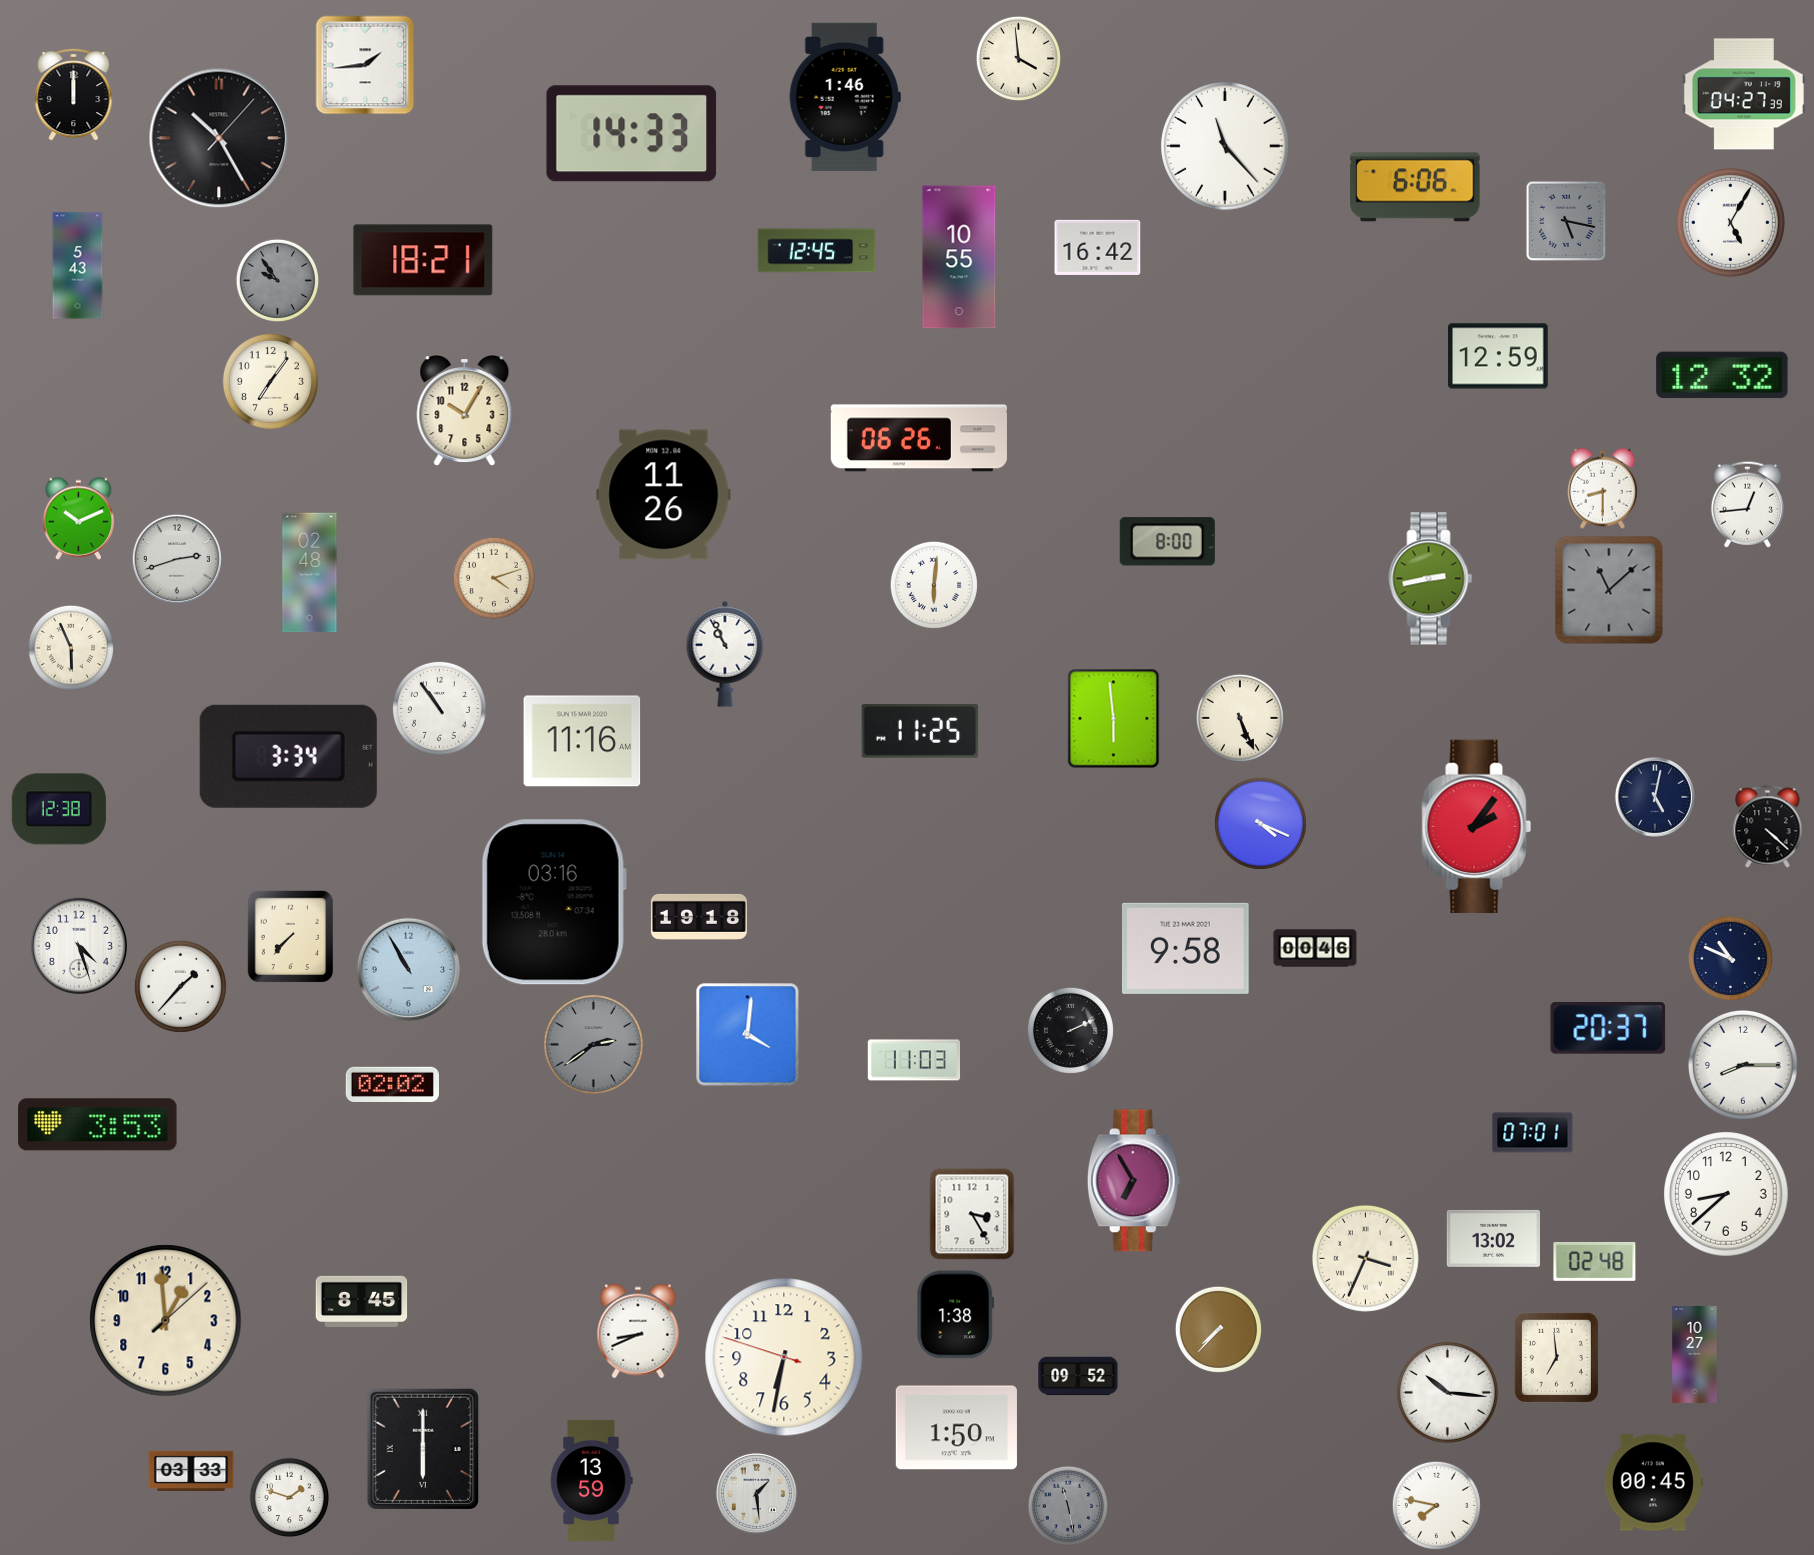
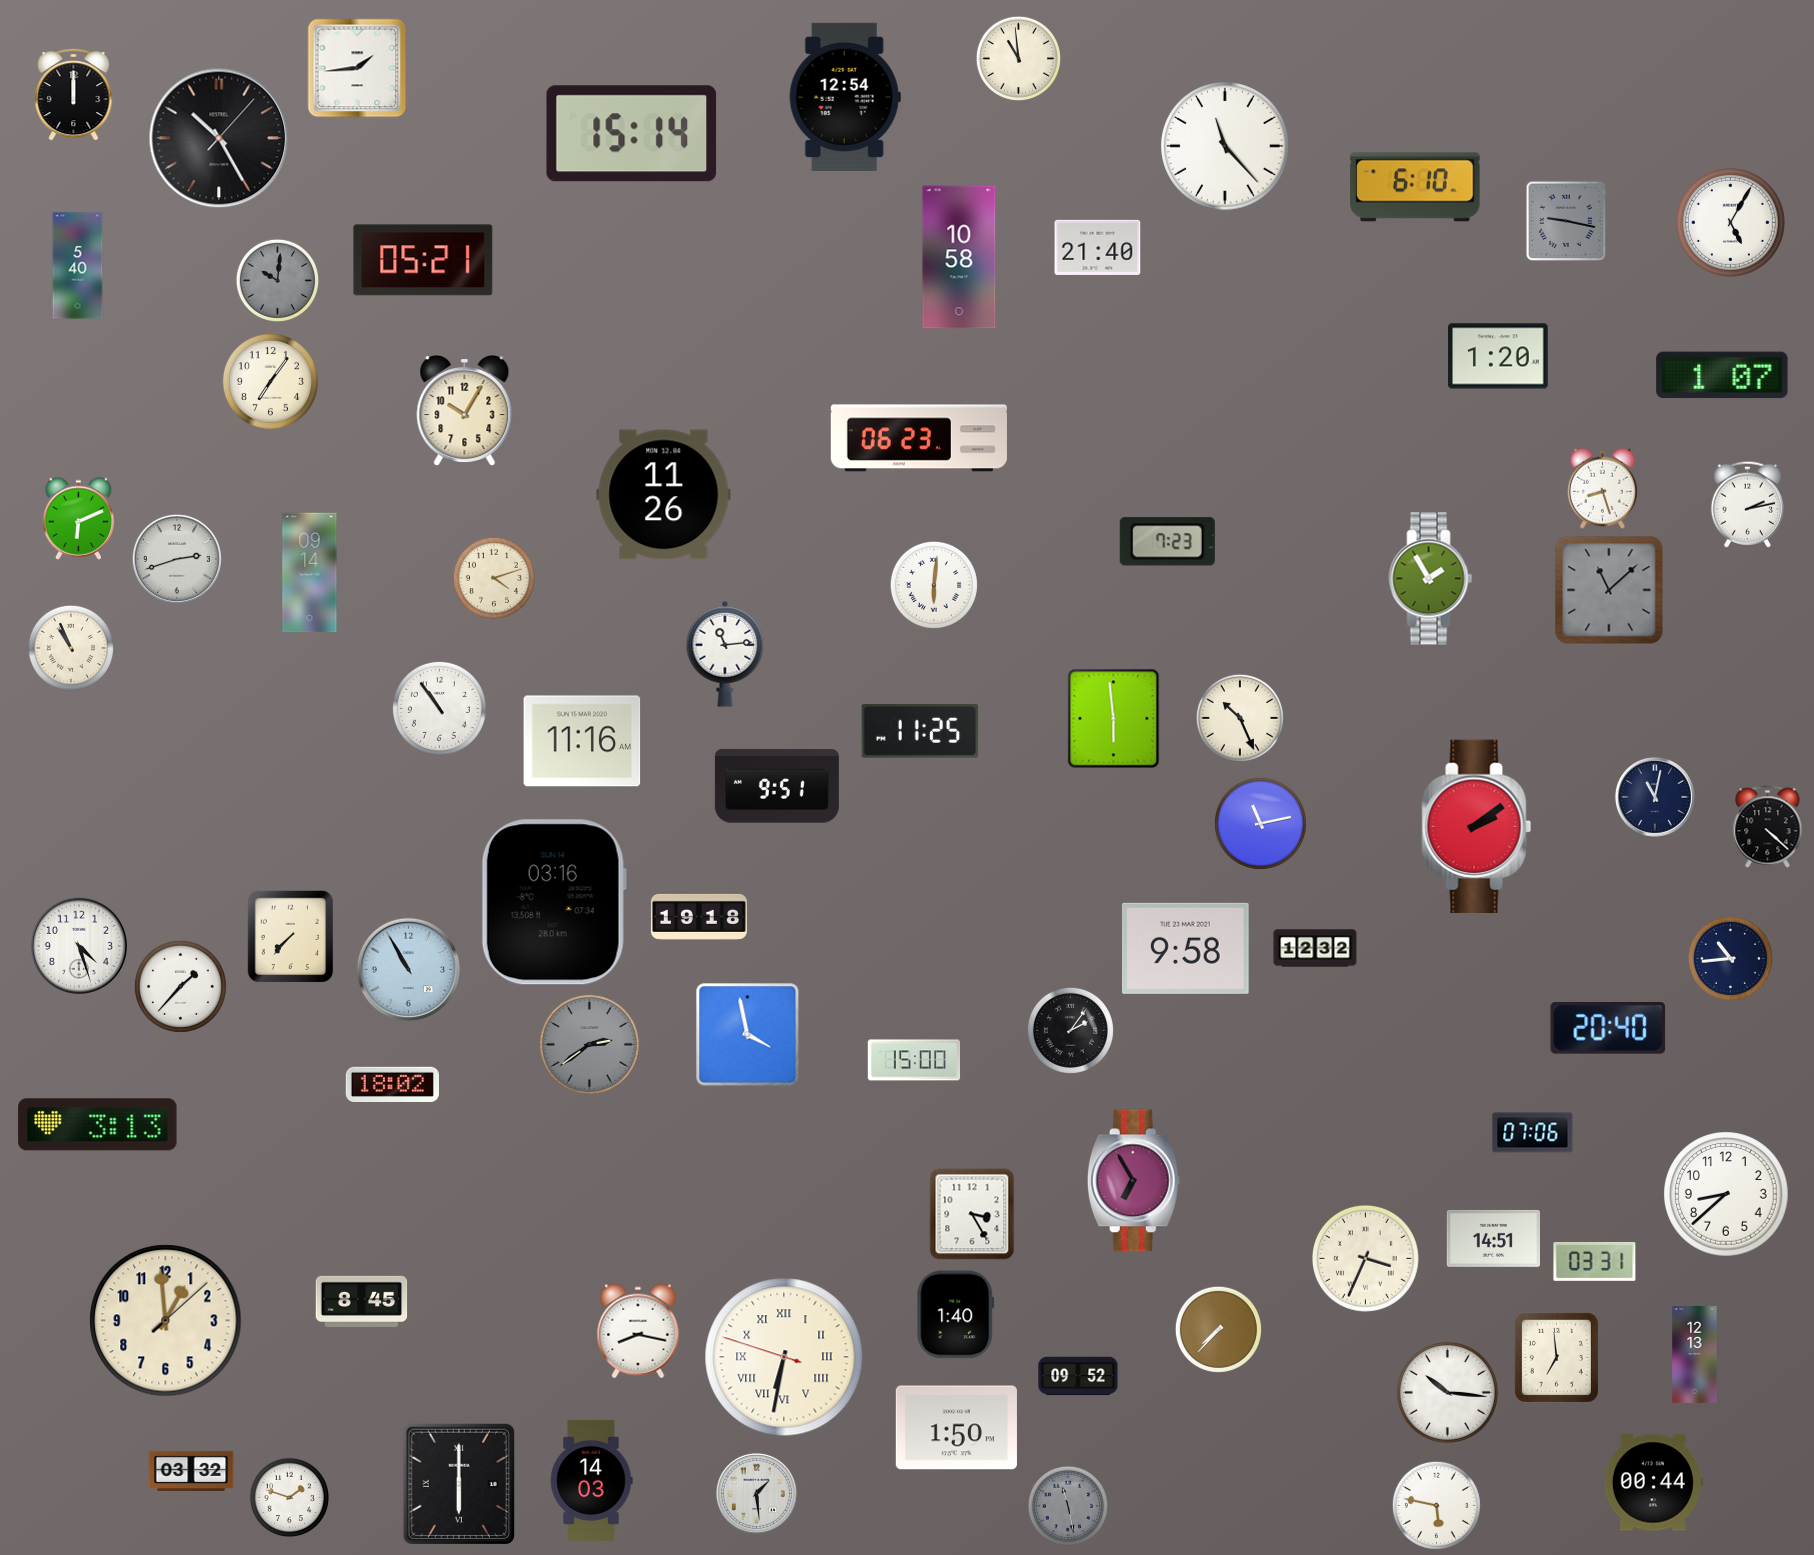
clock at (1018, 58): 3:59 -> 10:59
clock at (365, 65) position: (365, 65) -> (357, 68)
clock at (1744, 94): 04:27 -> none
clock at (845, 97): 1:46 -> 12:54
clock at (632, 134): 14:33 -> 15:14
clock at (1415, 187): 6:06 -> 6:10
clock at (1566, 221): 5:17 -> 9:17
clock at (1098, 247): 16:42 -> 21:40
clock at (817, 251): 12:45 -> none
clock at (959, 257): 10:55 -> 10:58
clock at (423, 260): 18:21 -> 05:21
clock at (78, 266): 5:43 -> 5:40
clock at (277, 280): 9:54 -> 10:01
clock at (1498, 356): 12:59 -> 1:20
clock at (1722, 375): 12:32 -> 1:07
clock at (919, 438): 06:26 -> 06:23
clock at (1602, 488): 8:30 -> 8:27
clock at (1747, 504): 12:44 -> 2:13
clock at (79, 518): 10:11 -> 6:11
clock at (1167, 542): 8:00 -> 7:23
clock at (310, 573): 02:48 -> 09:14
clock at (1431, 579): 2:43 -> 1:55
clock at (71, 648): 5:56 -> 10:56
clock at (725, 655): 10:56 -> 11:14
clock at (1240, 718): 5:26 -> 10:26
clock at (288, 756): 3:34 -> none
clock at (777, 786): none -> 9:51
clock at (1655, 797): 5:02 -> 11:02
clock at (59, 809): 12:38 -> none
clock at (1260, 823): 4:19 -> 11:13
clock at (1477, 826): 2:06 -> 2:09
clock at (1315, 948): 00:46 -> 12:32
clock at (1730, 958): 10:49 -> 10:44
clock at (1608, 1029): 20:37 -> 20:40
clock at (1070, 1030): 2:11 -> 2:06
clock at (748, 1035): 4:01 -> 3:58
clock at (593, 1044) position: (593, 1044) -> (589, 1044)
clock at (914, 1060): 11:03 -> 15:00
clock at (1743, 1065): 8:15 -> none
clock at (392, 1084): 02:02 -> 18:02
clock at (98, 1125): 3:53 -> 3:13
clock at (1533, 1133): 07:01 -> 07:06
clock at (1493, 1238): 13:02 -> 14:51
clock at (1595, 1261): 02:48 -> 03:31
clock at (956, 1315): 1:38 -> 1:40
clock at (638, 1331): 8:41 -> 8:17
clock at (1695, 1354): 10:27 -> 12:13
clock at (784, 1357) numerals: Arabic -> Roman
clock at (422, 1448) position: (422, 1448) -> (458, 1483)
clock at (191, 1471): 03:33 -> 03:32
clock at (591, 1480): 13:59 -> 14:03
clock at (1653, 1483): 00:45 -> 00:44
clock at (1436, 1505): 7:47 -> 5:47
